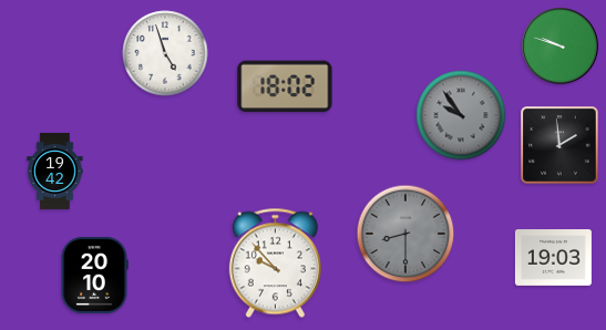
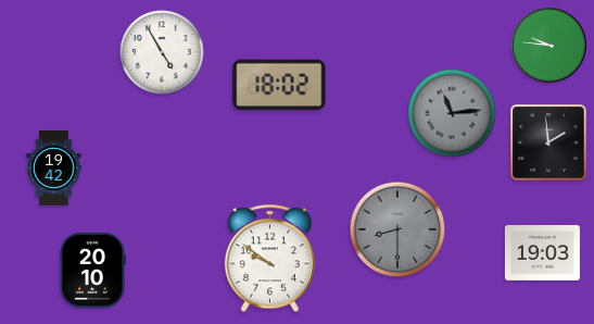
clock at (561, 47): 9:48 -> 9:46
clock at (165, 53): 4:57 -> 4:55
clock at (461, 115): 9:54 -> 11:14
clock at (275, 264): 9:53 -> 9:51
